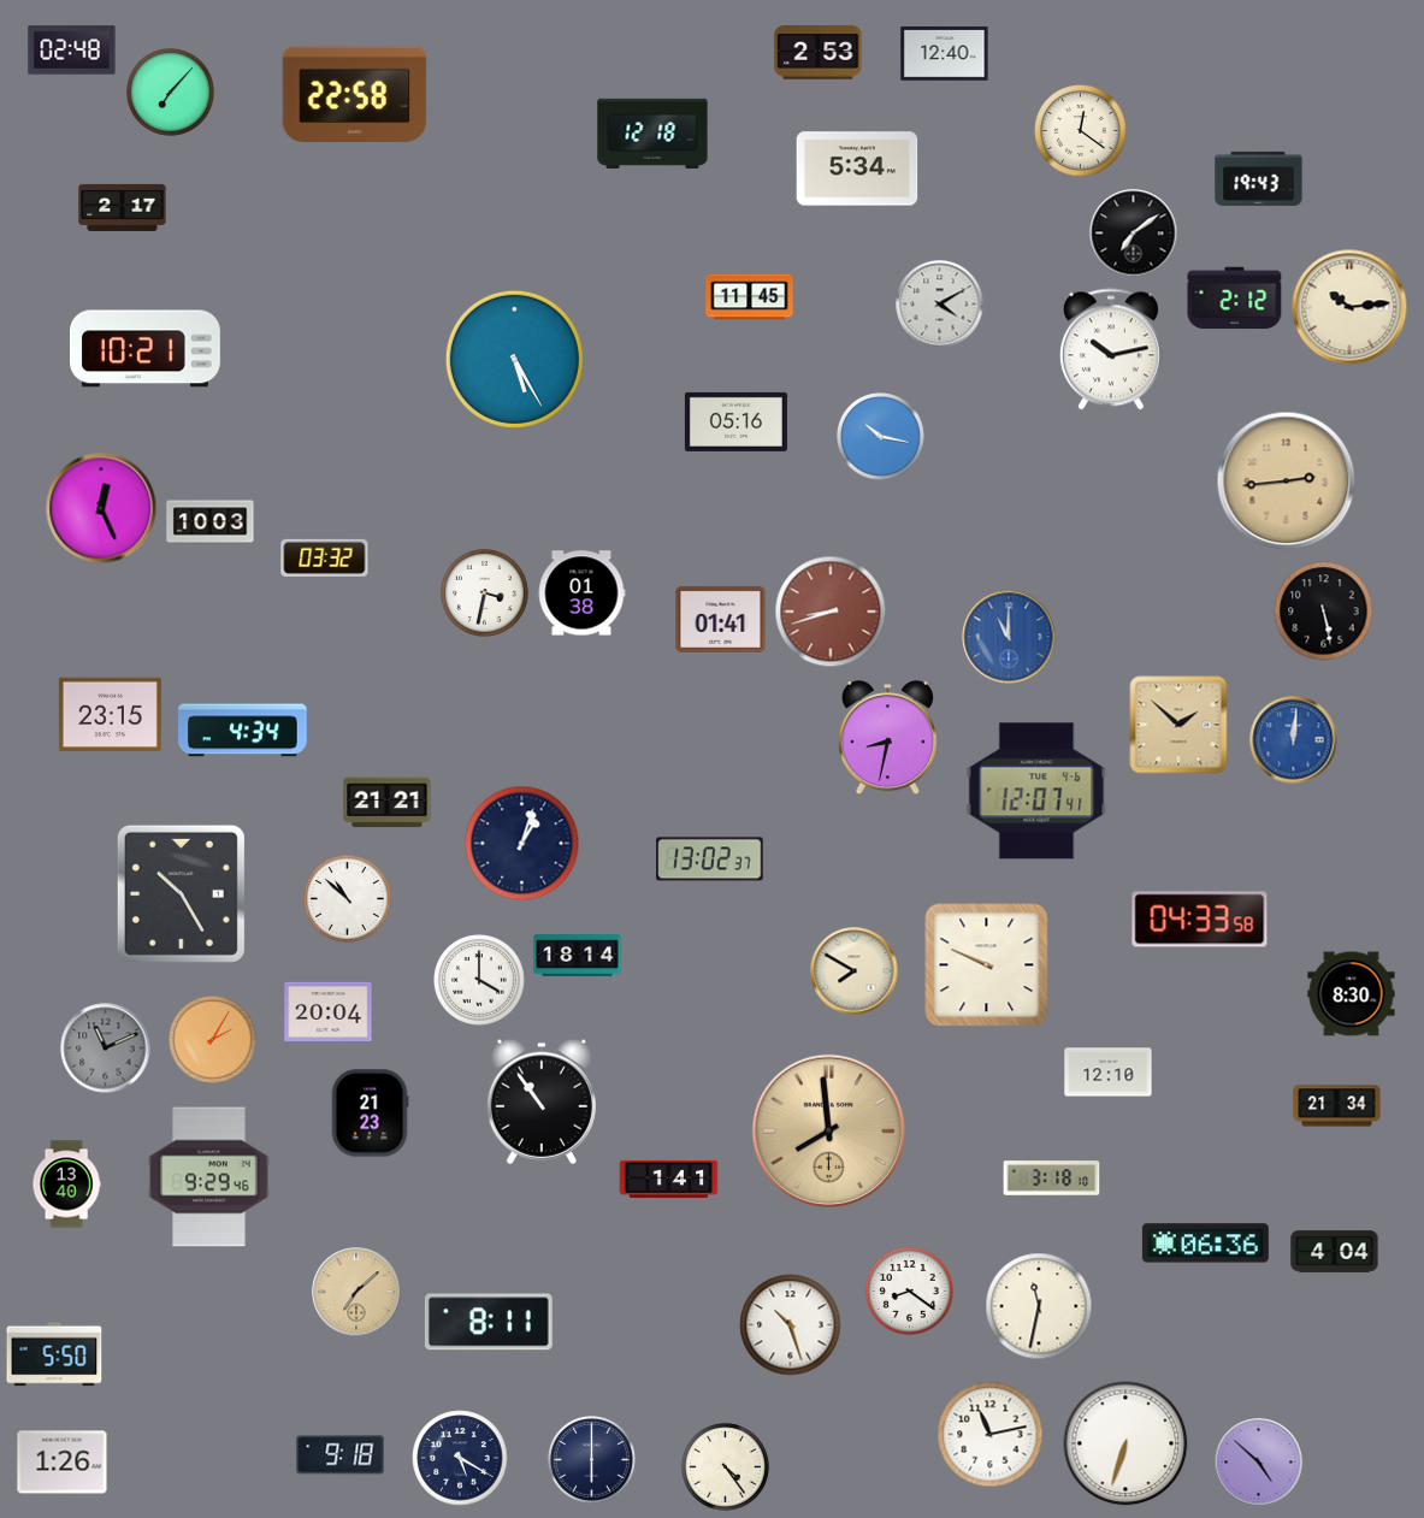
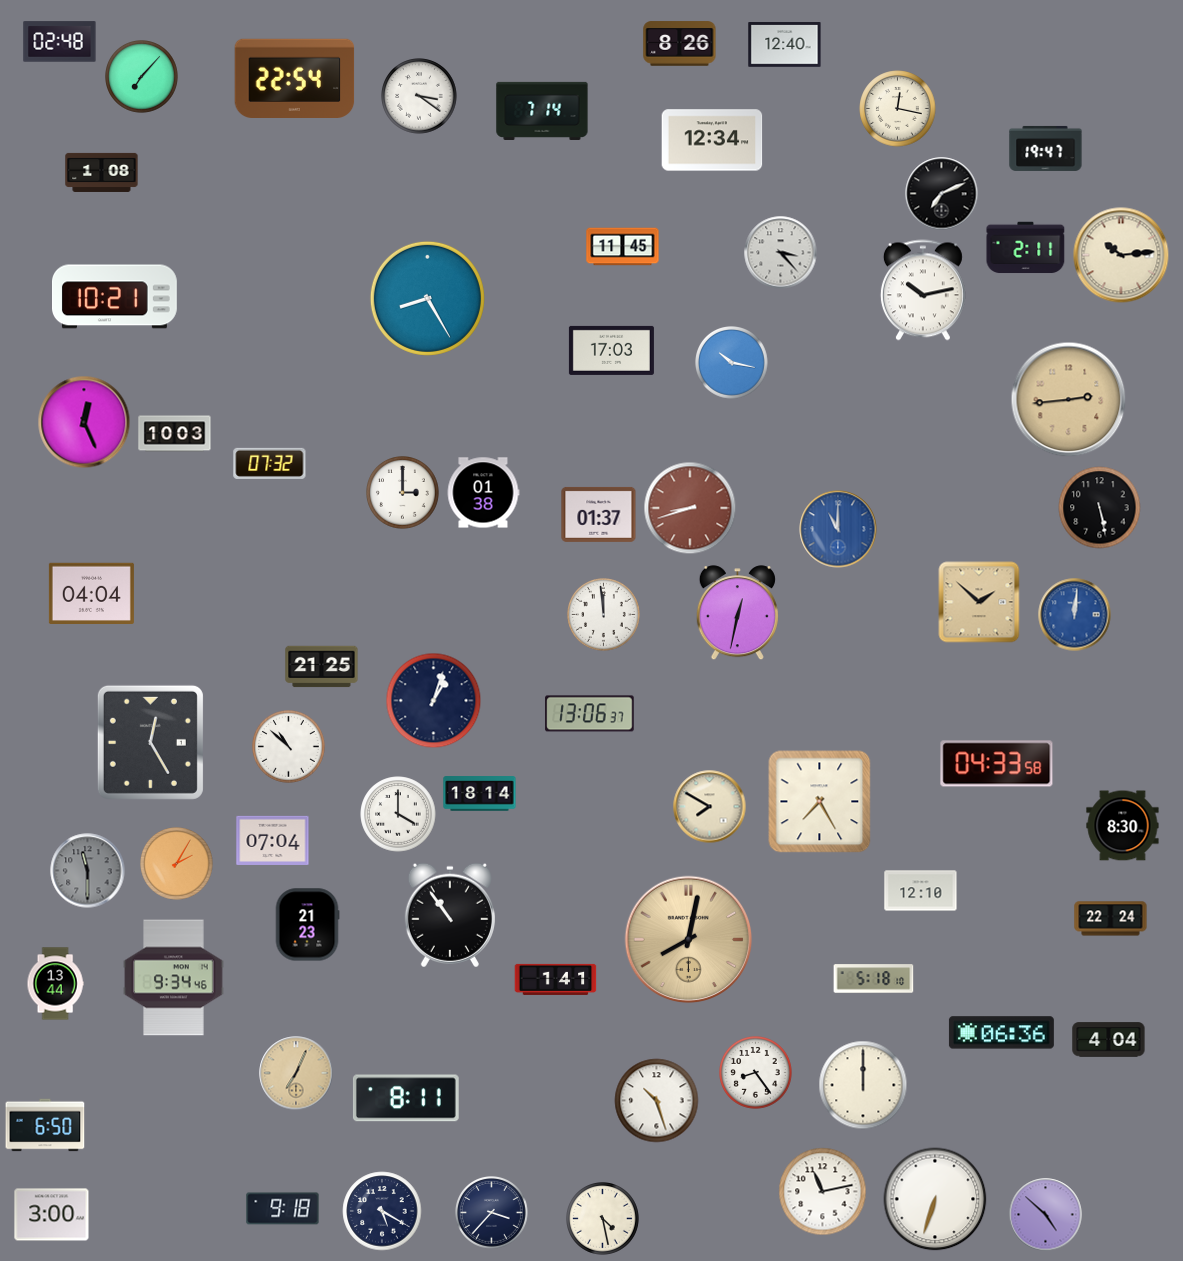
clock at (819, 53): 2:53 -> 8:26
clock at (355, 94): 22:58 -> 22:54
clock at (419, 96): none -> 3:21
clock at (1081, 131): 12:21 -> 12:17
clock at (652, 134): 12:18 -> 7:14
clock at (857, 169): 5:34 -> 12:34
clock at (1259, 178): 19:43 -> 19:47
clock at (123, 207): 2:17 -> 1:08
clock at (1134, 234): 7:09 -> 7:11
clock at (1235, 299): 2:12 -> 2:11
clock at (940, 305): 4:10 -> 3:23
clock at (146, 349) position: (146, 349) -> (115, 297)
clock at (514, 359): 5:25 -> 8:25
clock at (735, 421): 05:16 -> 17:03
clock at (325, 557): 03:32 -> 07:32
clock at (485, 593): 3:32 -> 3:00
clock at (721, 619): 01:41 -> 01:37
clock at (110, 714): 23:15 -> 04:04
clock at (243, 731): 4:34 -> none
clock at (887, 738): 8:32 -> 12:32
clock at (604, 615): none -> 11:59
clock at (1036, 791): 12:07 -> none
clock at (388, 803): 21:21 -> 21:25
clock at (710, 860): 13:02 -> 13:06
clock at (181, 893): 10:25 -> 12:25
clock at (987, 965): 9:49 -> 7:25
clock at (329, 1011): 20:04 -> 07:04
clock at (106, 1049): 11:11 -> 11:30
clock at (1337, 1106): 21:34 -> 22:24
clock at (829, 1132): 7:59 -> 8:02
clock at (209, 1177): 9:29 -> 9:34
clock at (1052, 1179): 3:18 -> 5:18
clock at (66, 1185): 13:40 -> 13:44
clock at (356, 1292): 7:08 -> 7:04
clock at (910, 1292): 8:21 -> 8:24
clock at (1039, 1306): 11:32 -> 12:00
clock at (54, 1354): 5:50 -> 6:50
clock at (592, 1460): 6:00 -> 3:37
clock at (63, 1463): 1:26 -> 3:00
clock at (726, 1467): 4:24 -> 4:28
